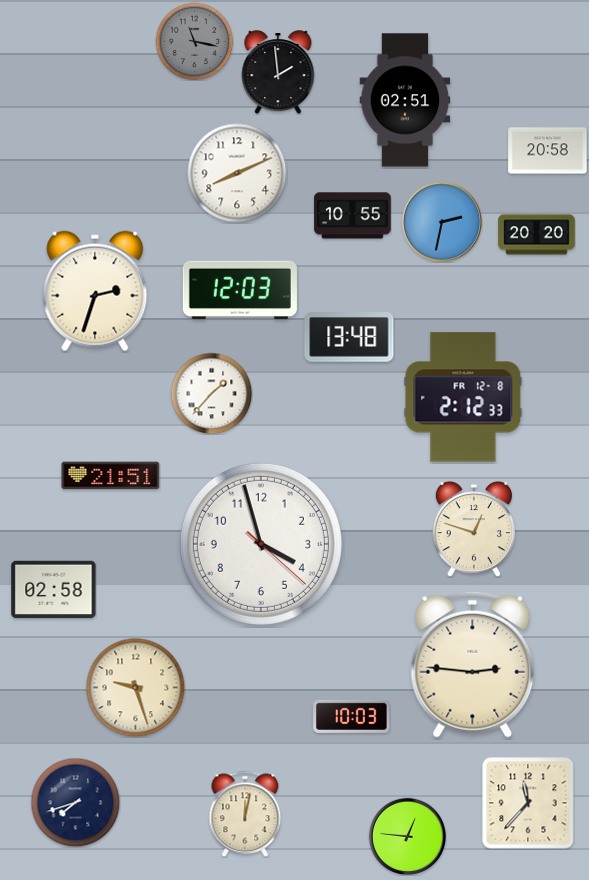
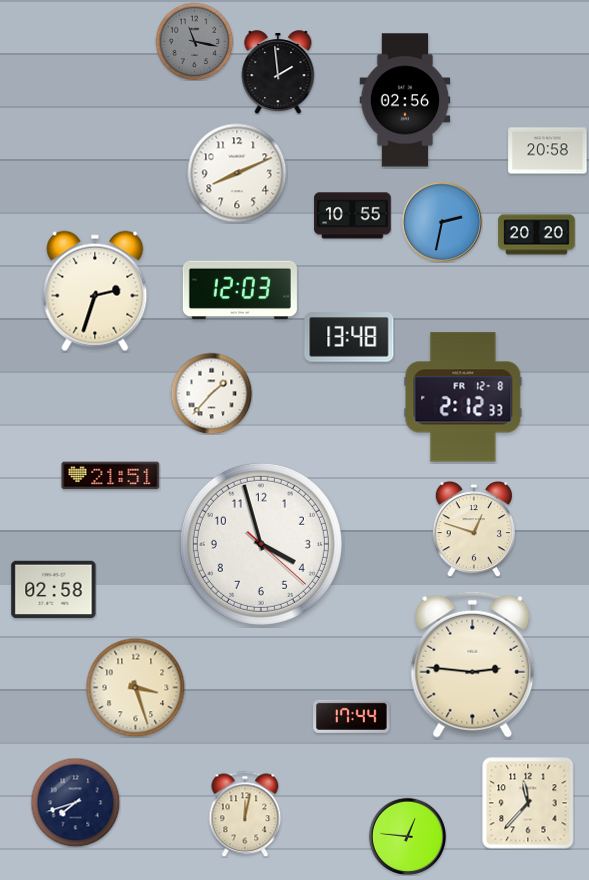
clock at (405, 100): 02:51 -> 02:56
clock at (136, 688): 9:27 -> 3:27
clock at (352, 716): 10:03 -> 17:44
